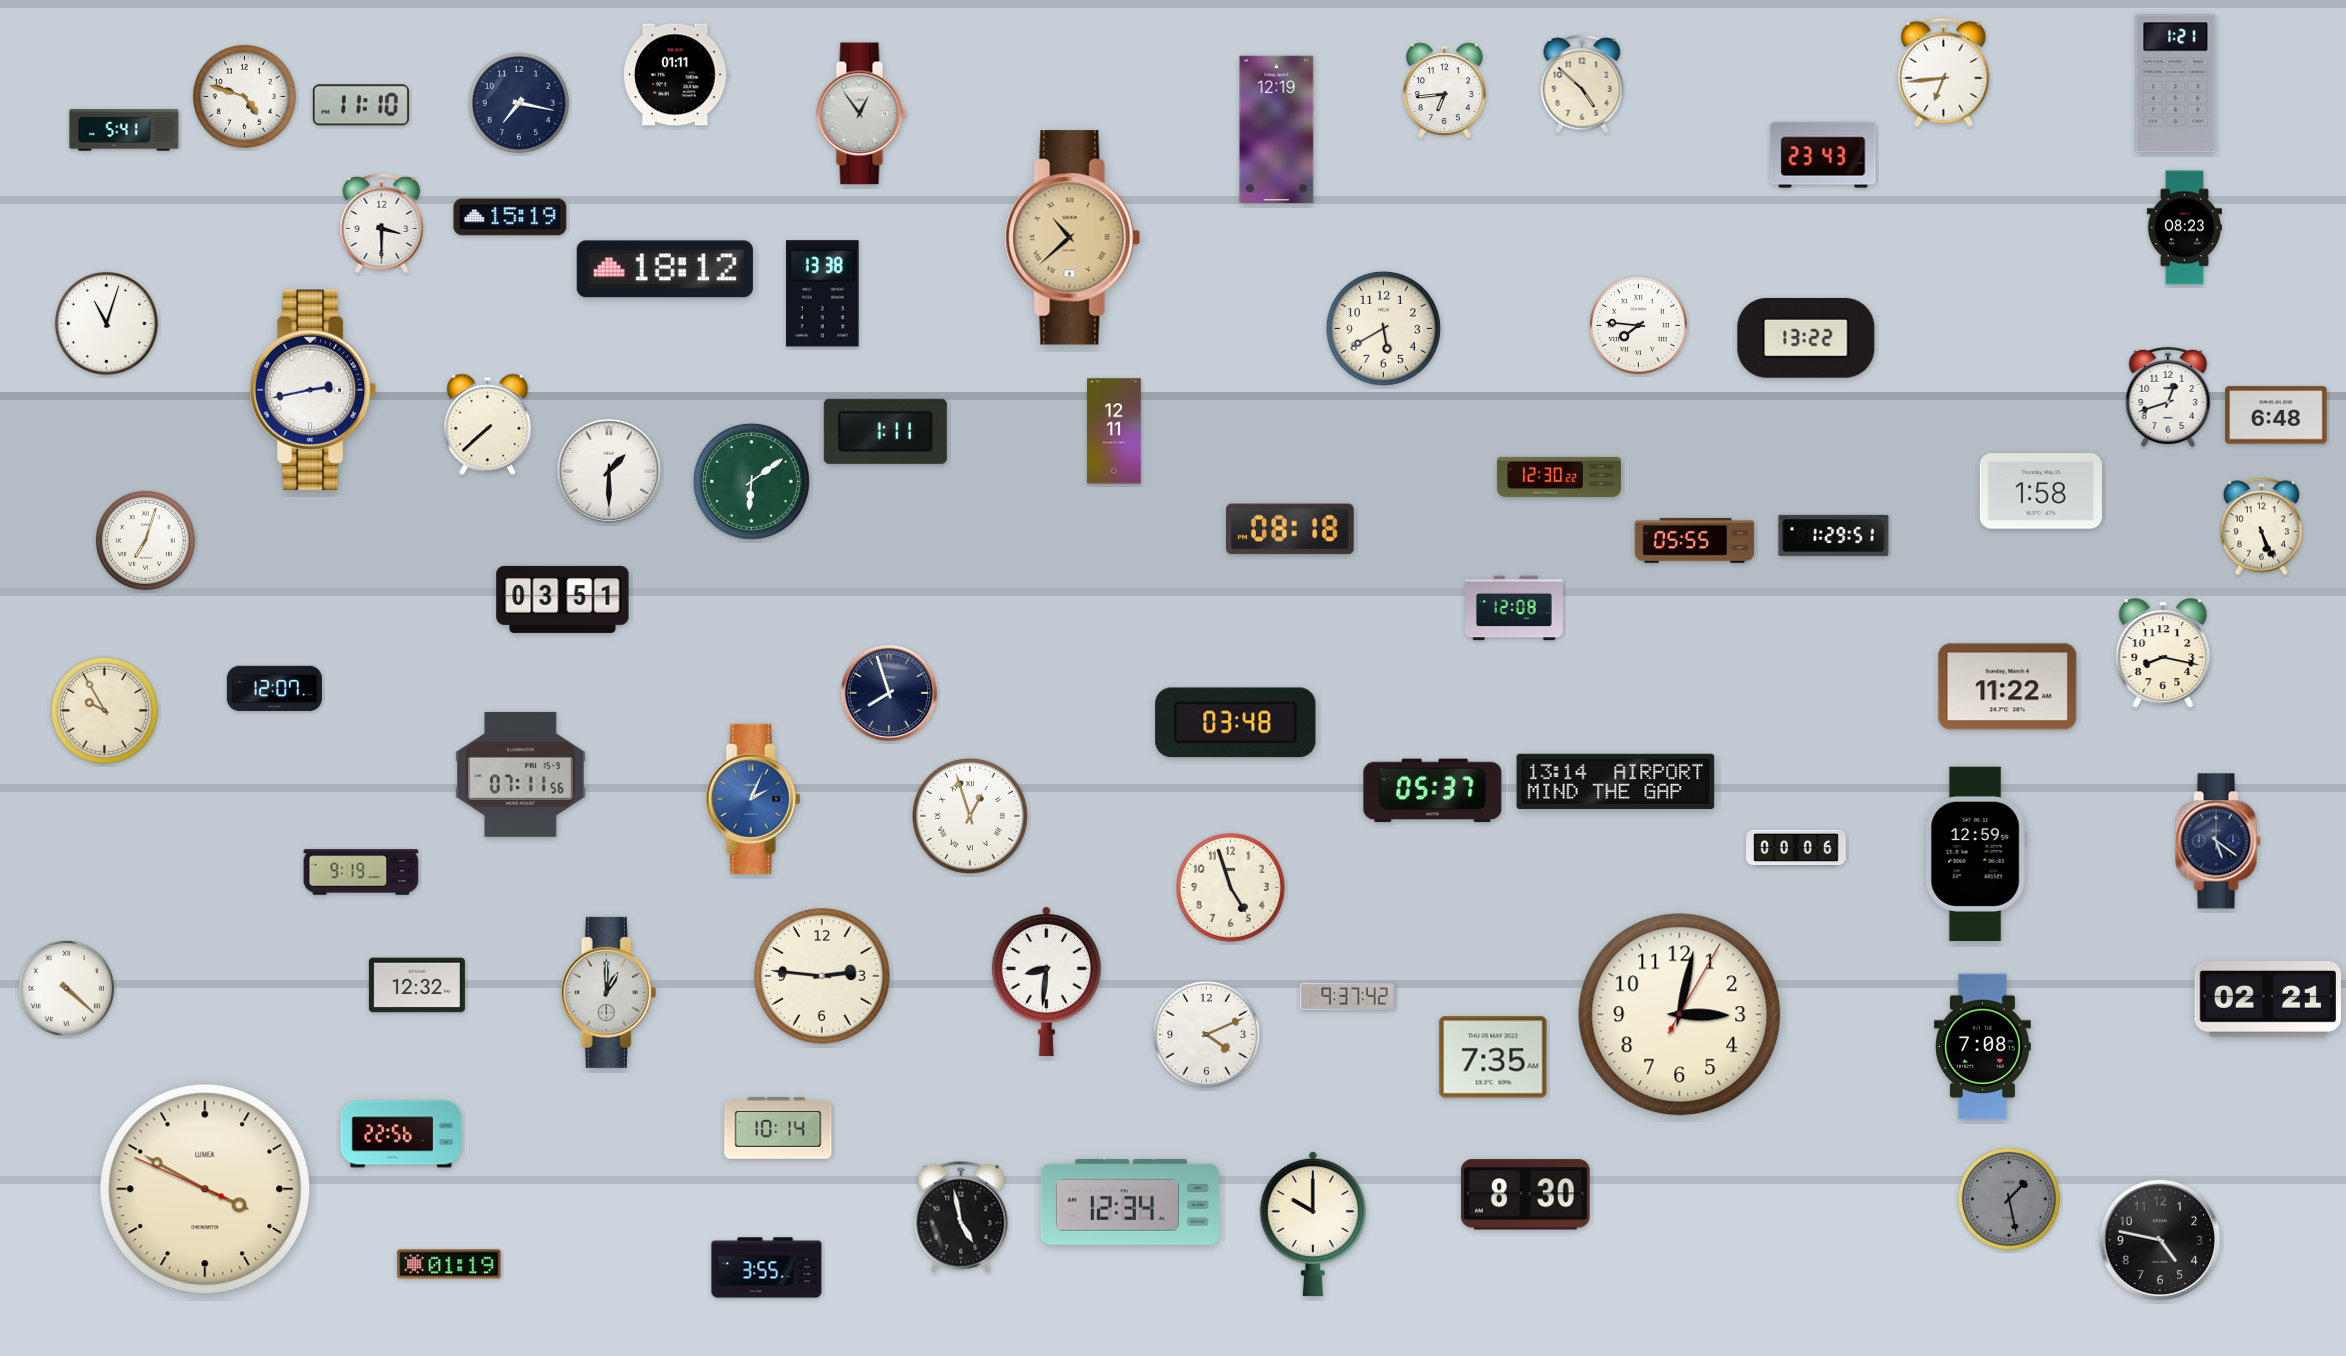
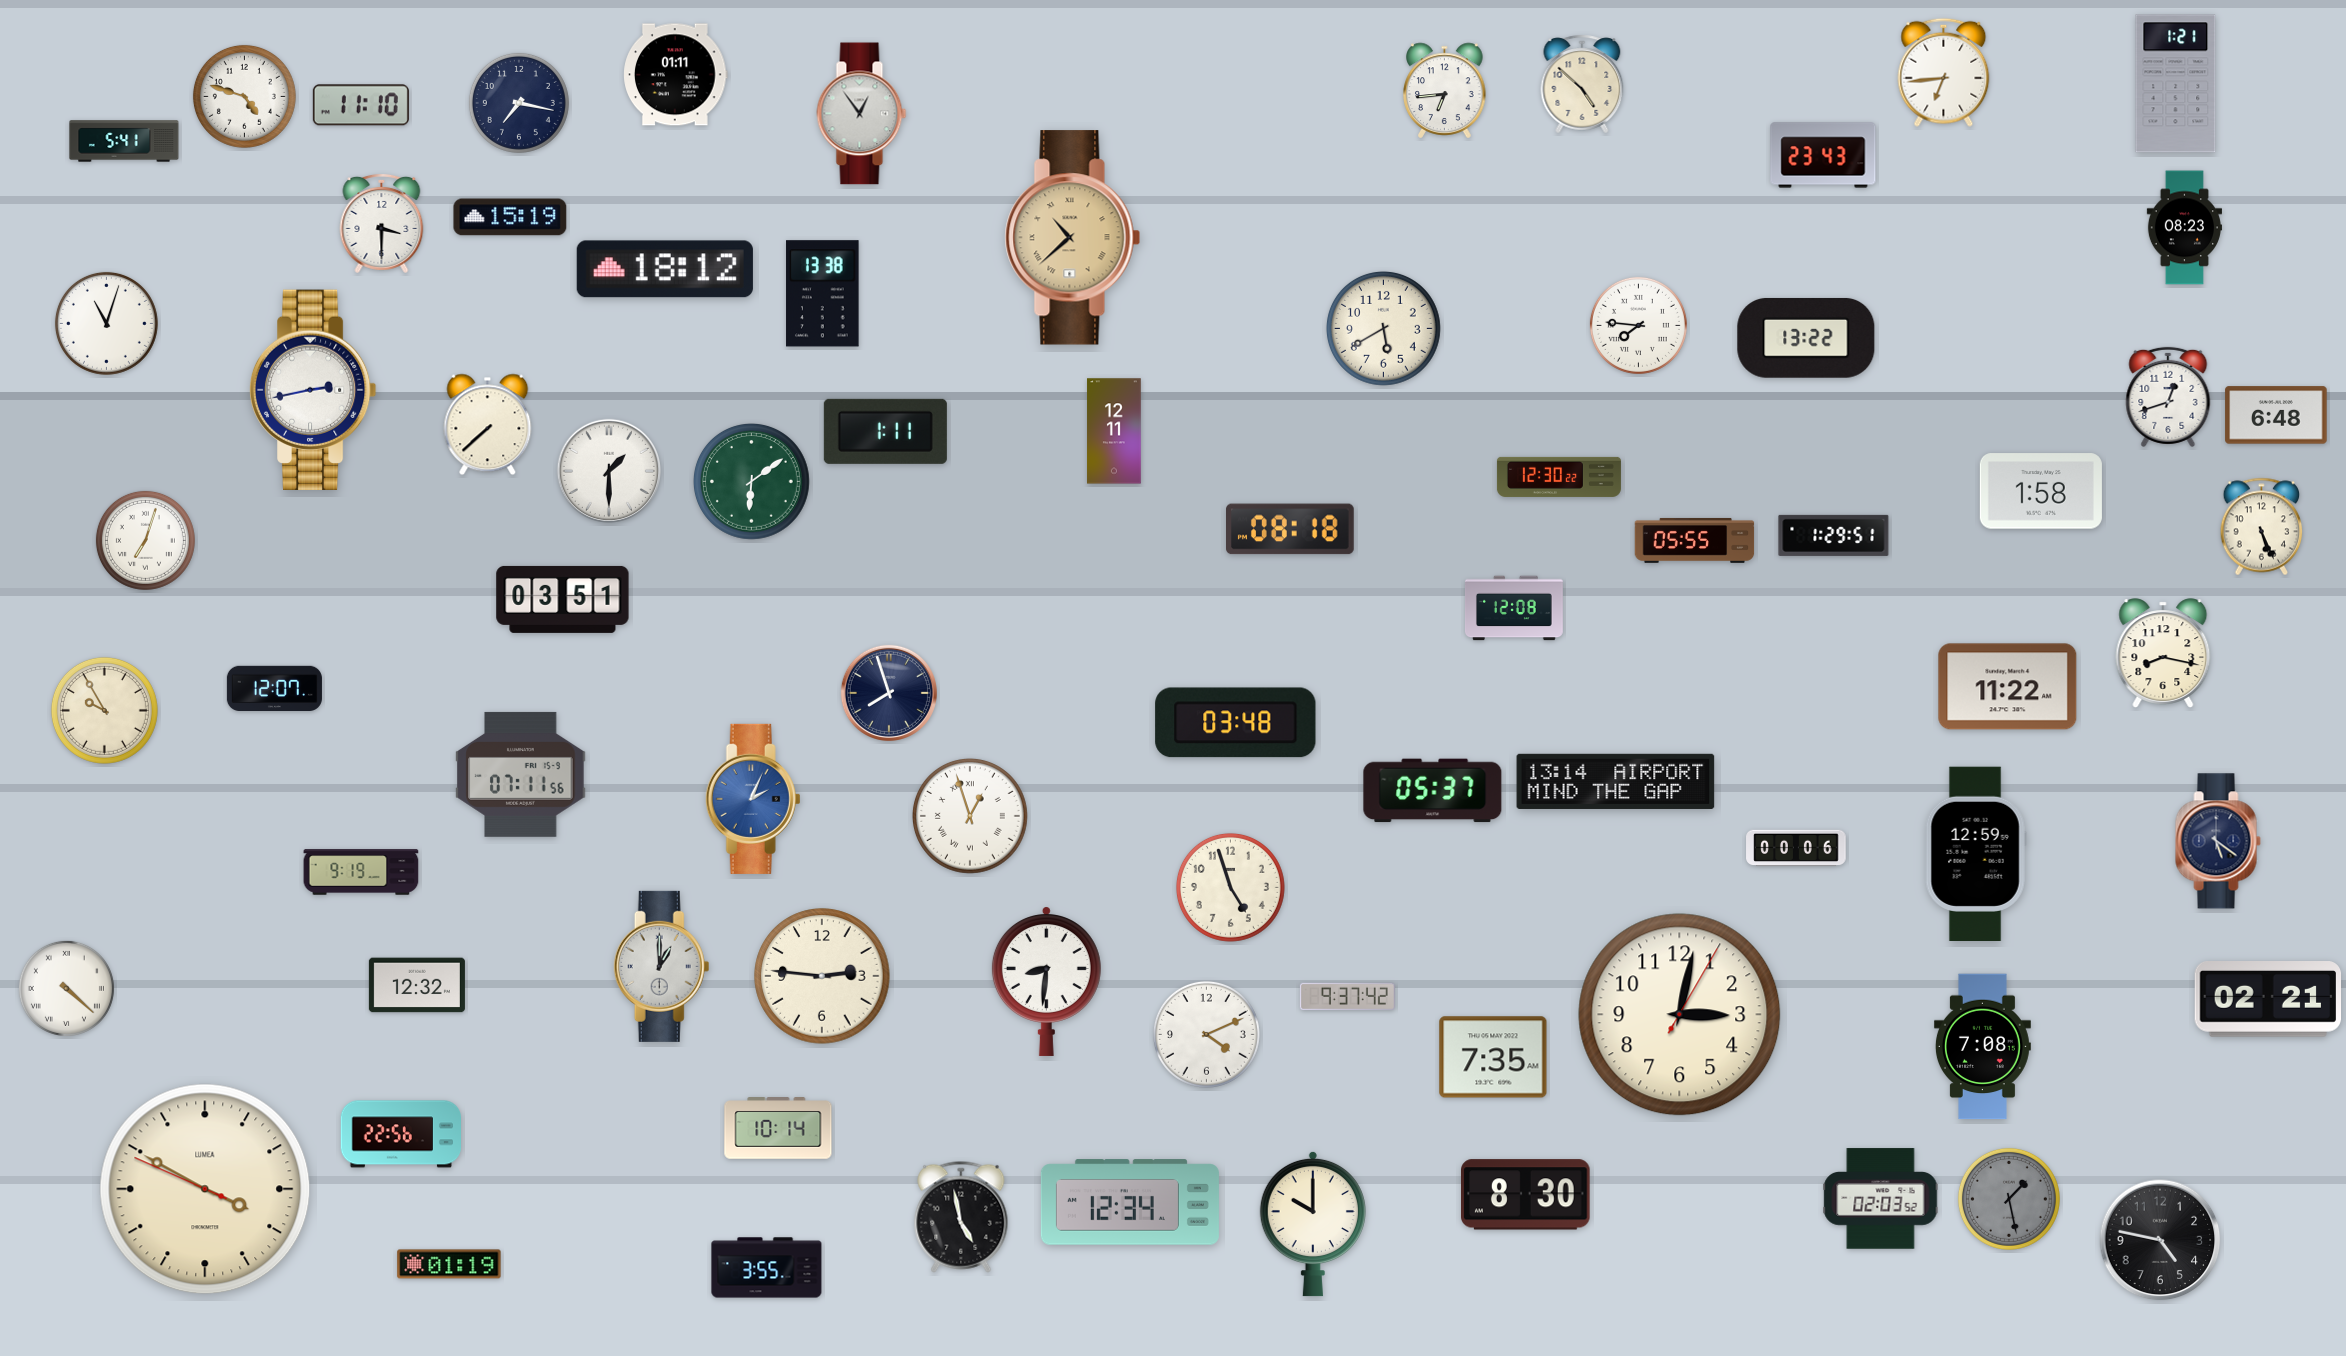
clock at (124, 130) position: (124, 130) -> (124, 141)
clock at (1277, 130): 12:19 -> none
clock at (609, 992) position: (609, 992) -> (662, 966)
clock at (1881, 1199): none -> 02:03
